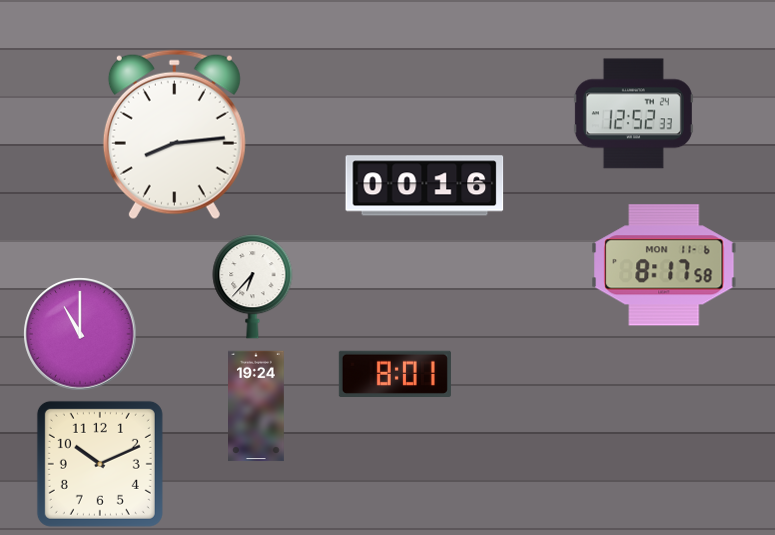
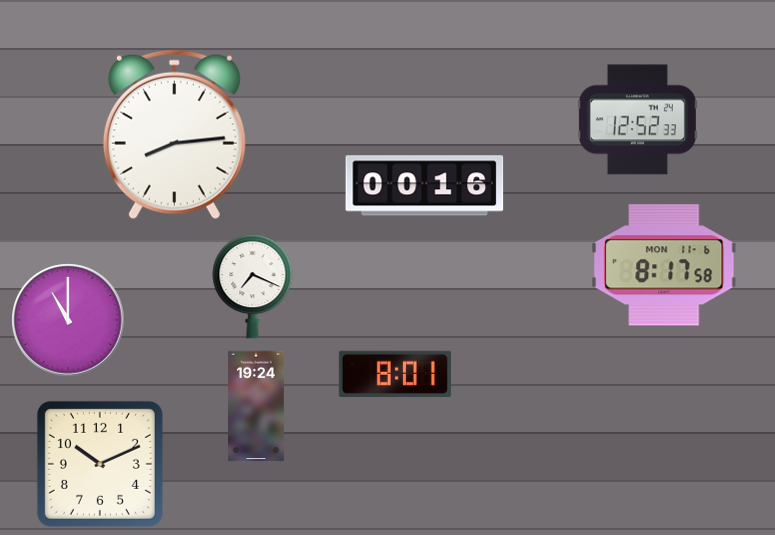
clock at (633, 114) position: (633, 114) -> (637, 120)
clock at (253, 287): 6:37 -> 7:19
clock at (80, 334) position: (80, 334) -> (68, 320)
